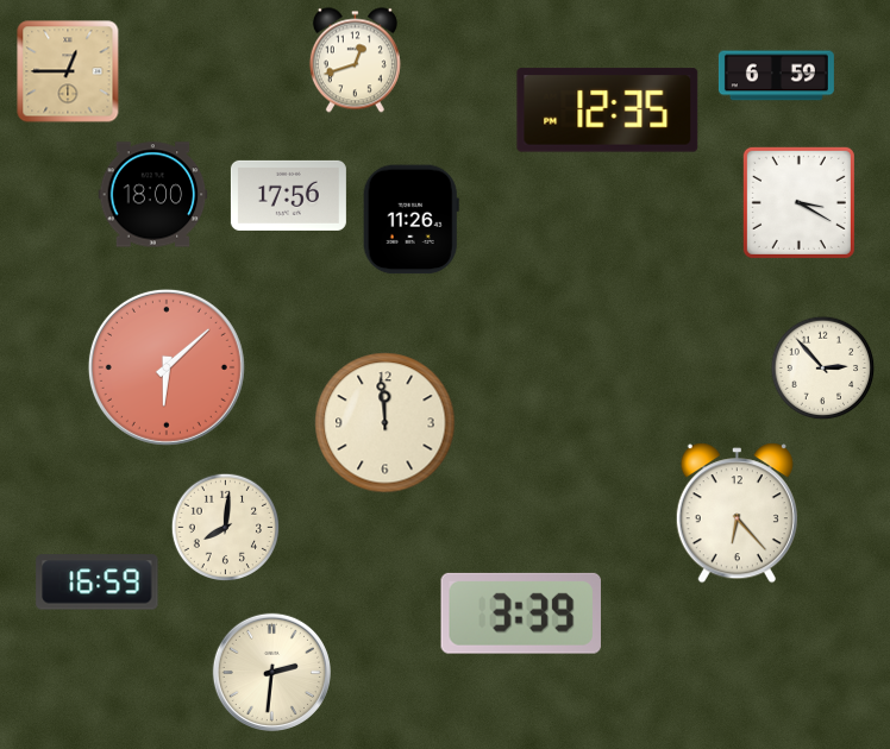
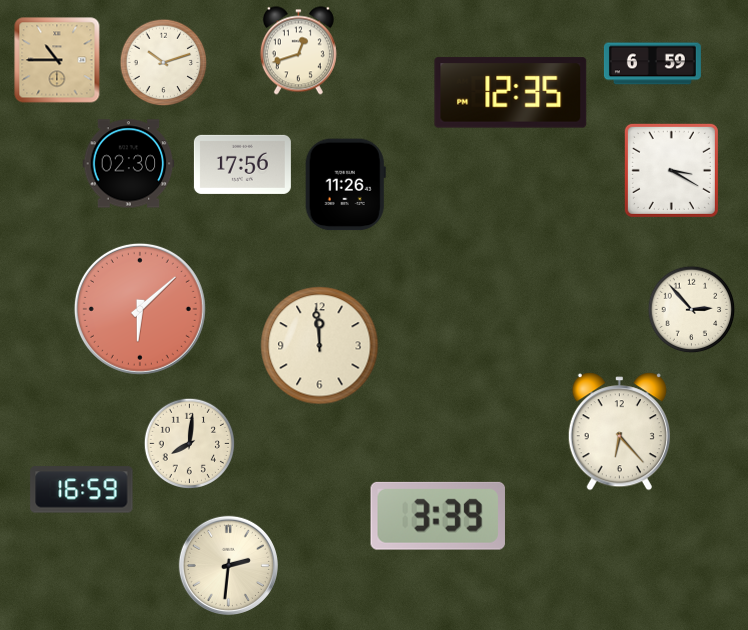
clock at (68, 71): 12:45 -> 10:45
clock at (164, 63): none -> 10:12
clock at (153, 195): 18:00 -> 02:30
clock at (386, 423) position: (386, 423) -> (320, 346)
